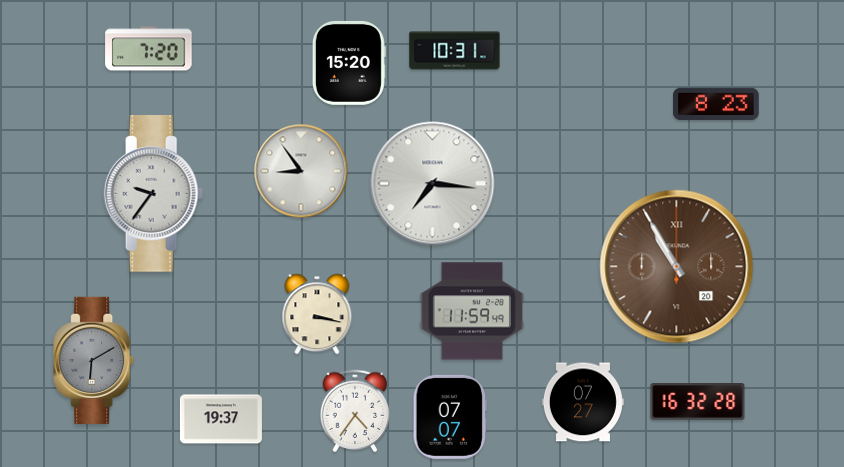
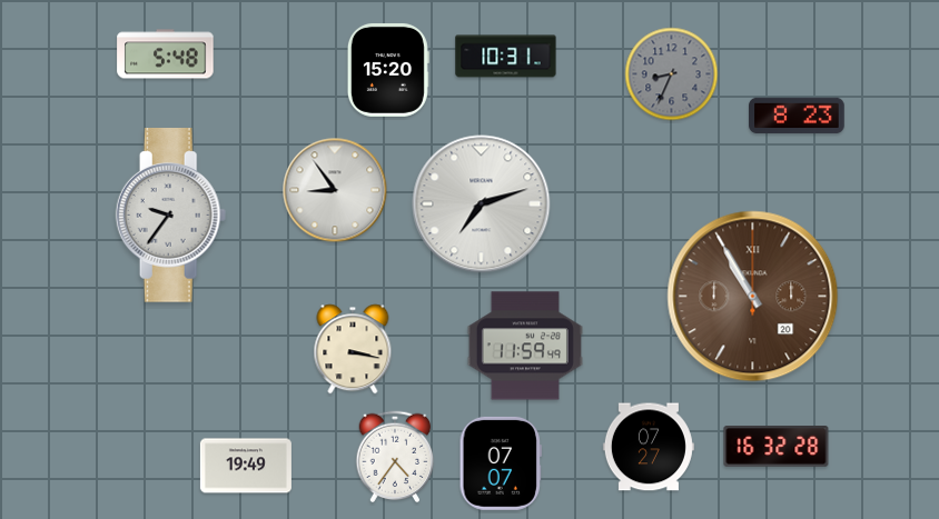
clock at (149, 49): 7:20 -> 5:48
clock at (672, 74): none -> 8:34
clock at (433, 184): 7:16 -> 7:12
clock at (94, 360): 6:10 -> none
clock at (221, 419): 19:37 -> 19:49
